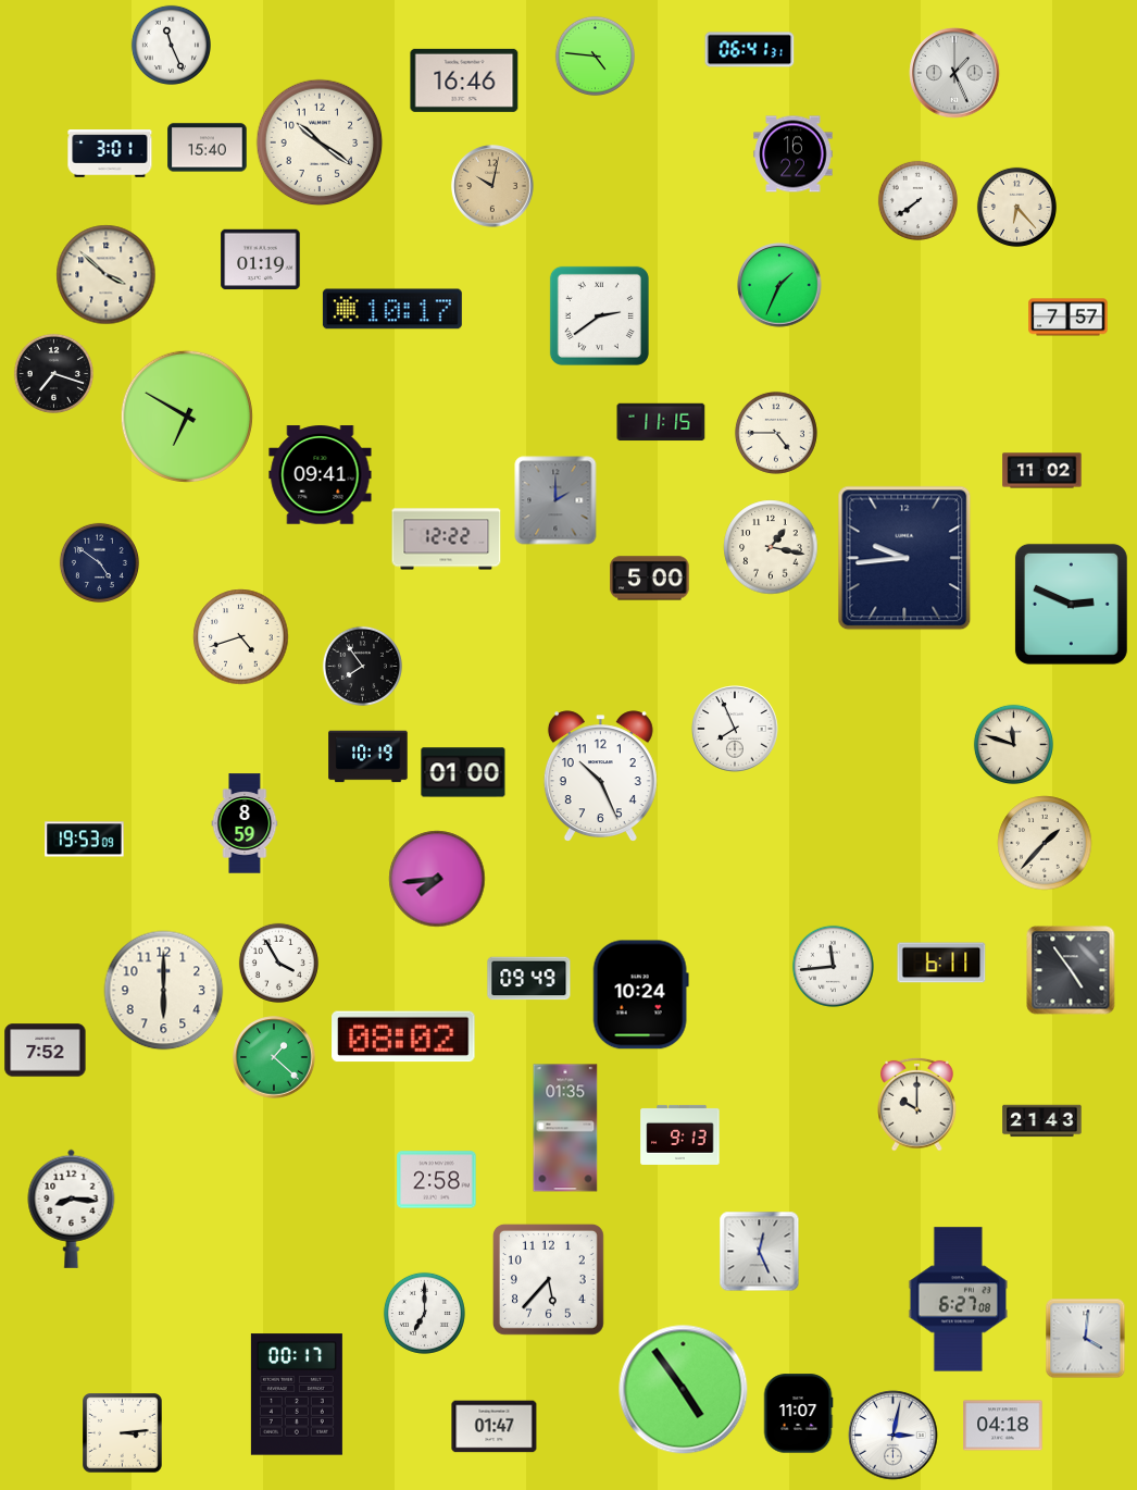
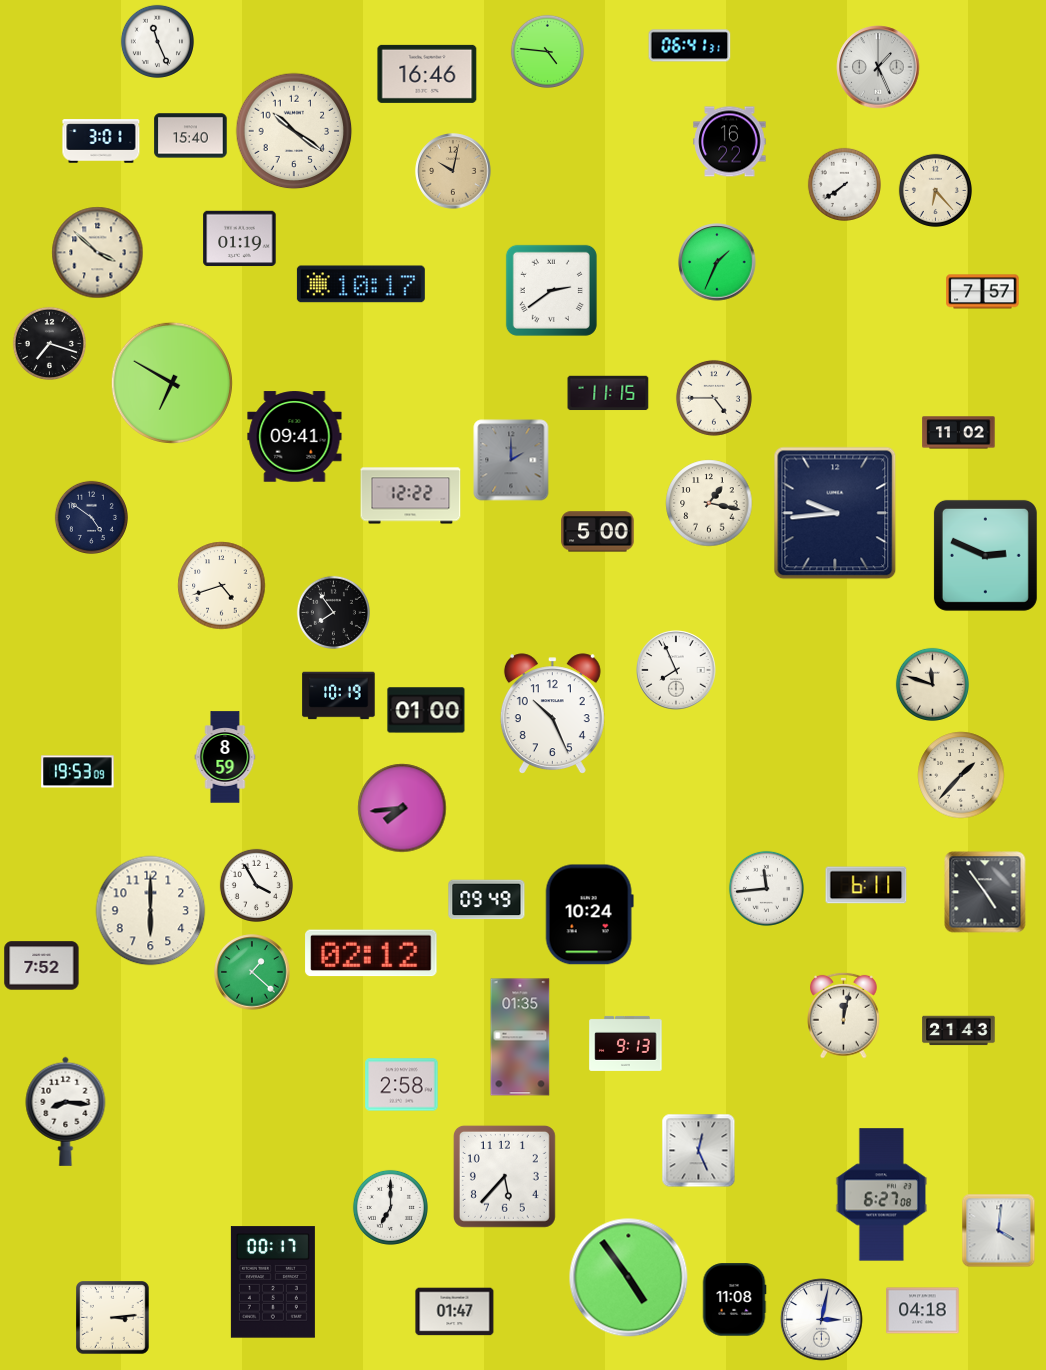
clock at (661, 422) position: (661, 422) -> (608, 393)
clock at (904, 558) position: (904, 558) -> (835, 513)
clock at (403, 1036): 08:02 -> 02:12
clock at (917, 1104): 10:00 -> 12:02
clock at (798, 1414): 11:07 -> 11:08
